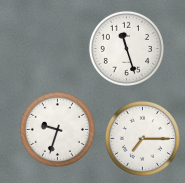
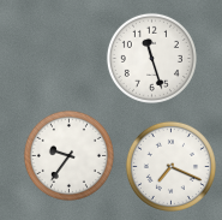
clock at (57, 129): 9:33 -> 9:36
clock at (142, 138): 7:15 -> 7:19
